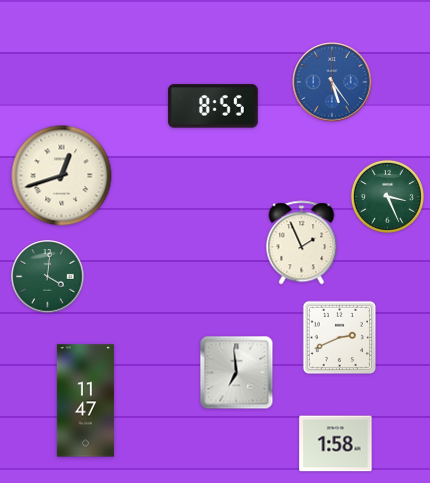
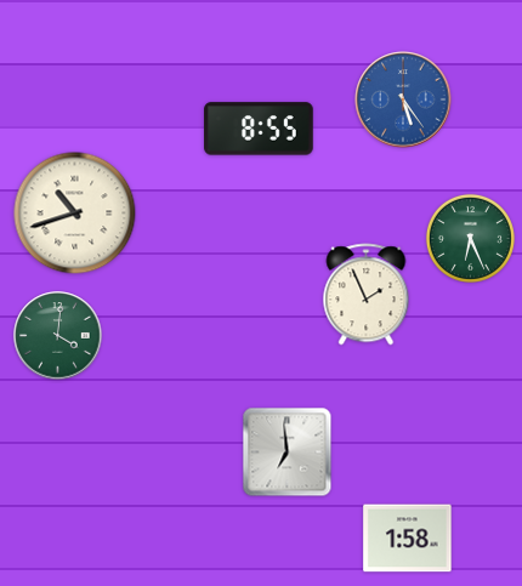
clock at (62, 176): 12:42 -> 10:42
clock at (387, 196): 3:26 -> 6:26
clock at (339, 337): 2:41 -> none
clock at (85, 401): 11:47 -> none
